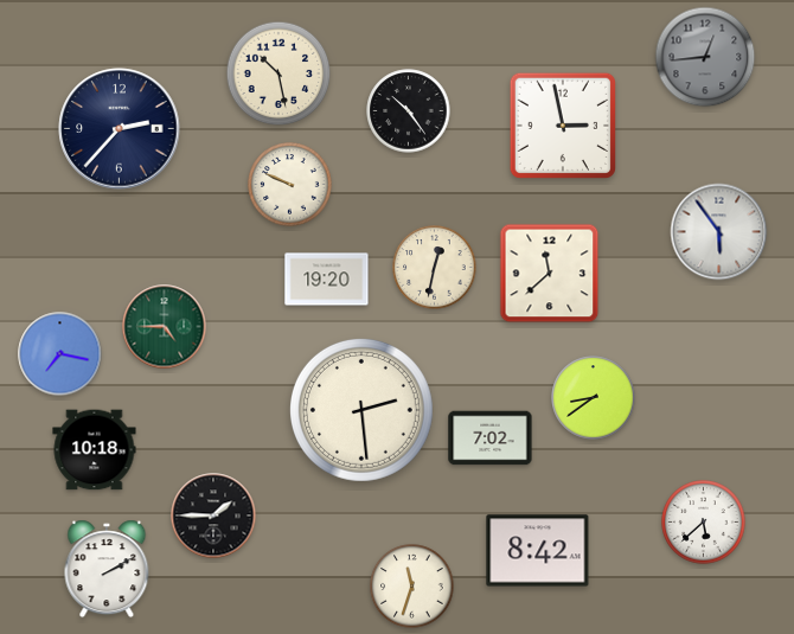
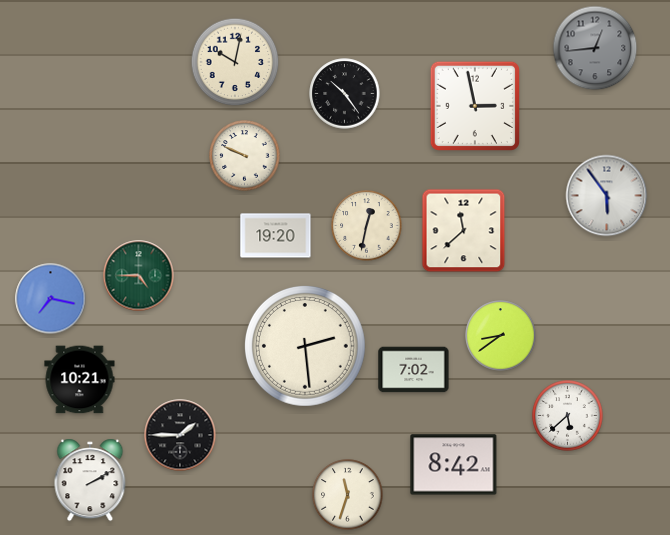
clock at (278, 73): 10:28 -> 10:02
clock at (120, 129): 2:37 -> none
clock at (95, 450): 10:18 -> 10:21
clock at (704, 523) position: (704, 523) -> (568, 416)
